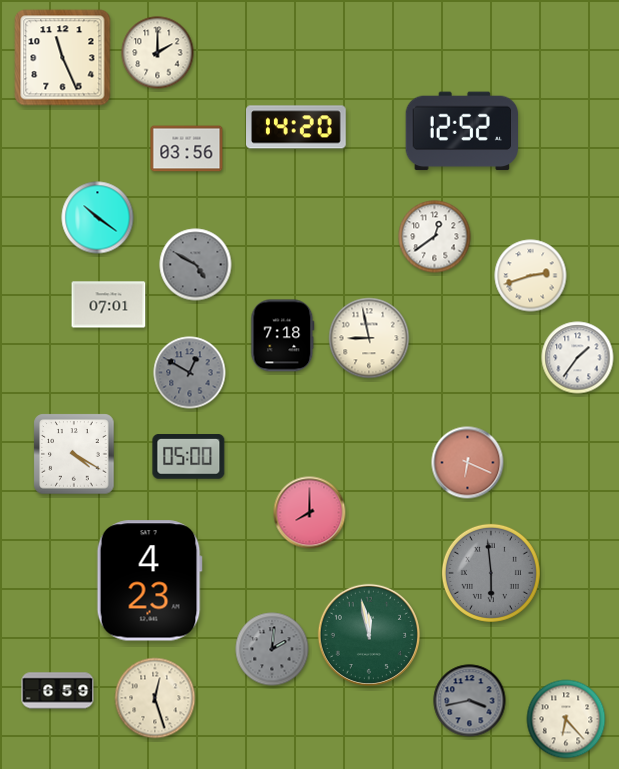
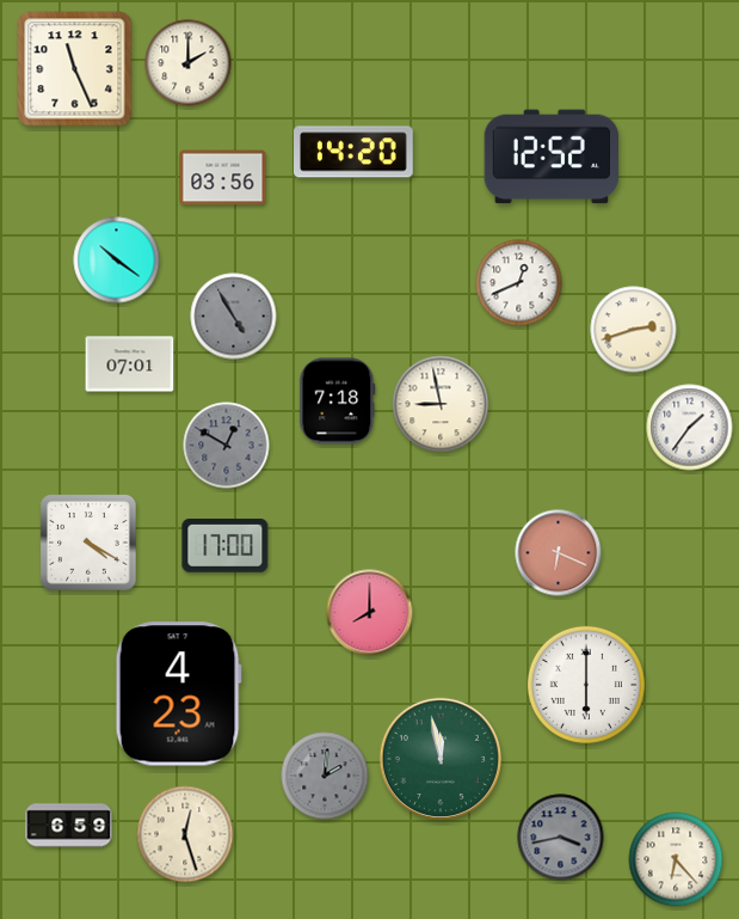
clock at (435, 237): 12:39 -> 12:41
clock at (196, 265): 4:50 -> 4:55
clock at (189, 457): 05:00 -> 17:00
clock at (491, 573): 5:59 -> 6:00
clock at (491, 573) dial: grey -> white
